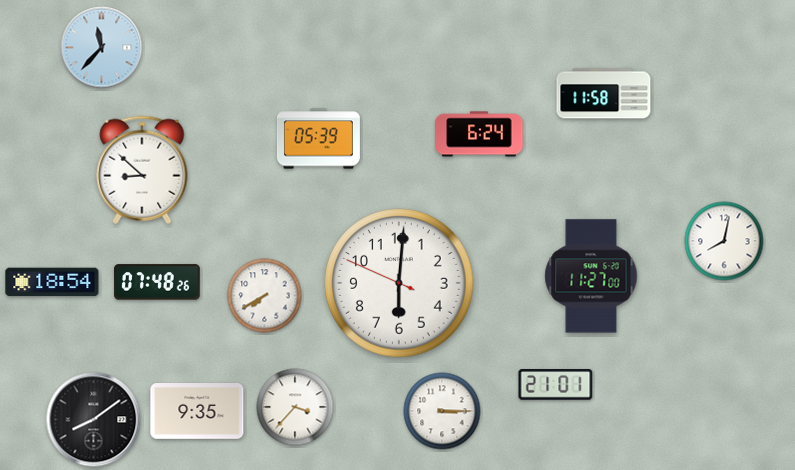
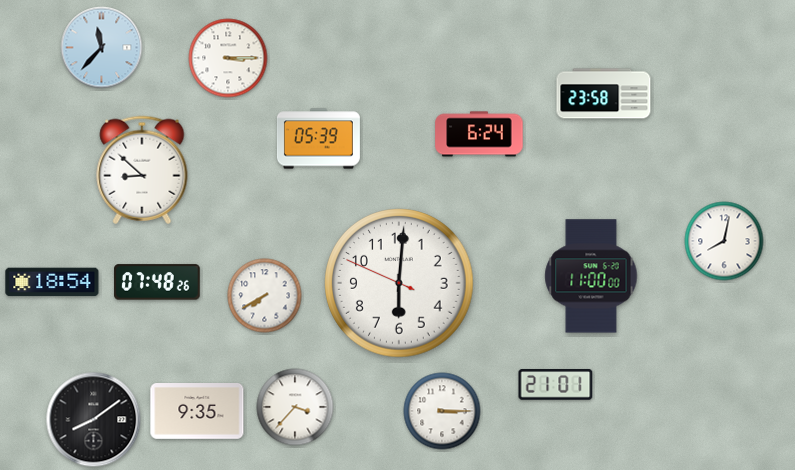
clock at (228, 58): none -> 3:15
clock at (604, 94): 11:58 -> 23:58
clock at (591, 276): 11:27 -> 11:00
